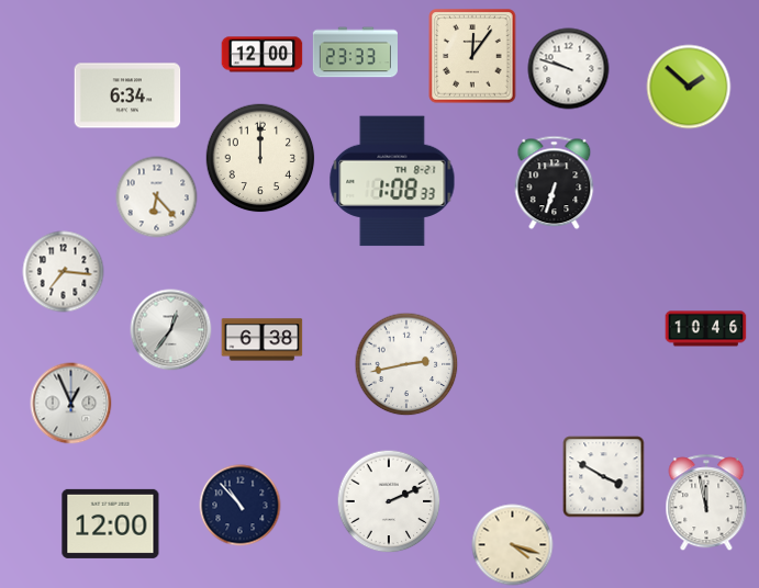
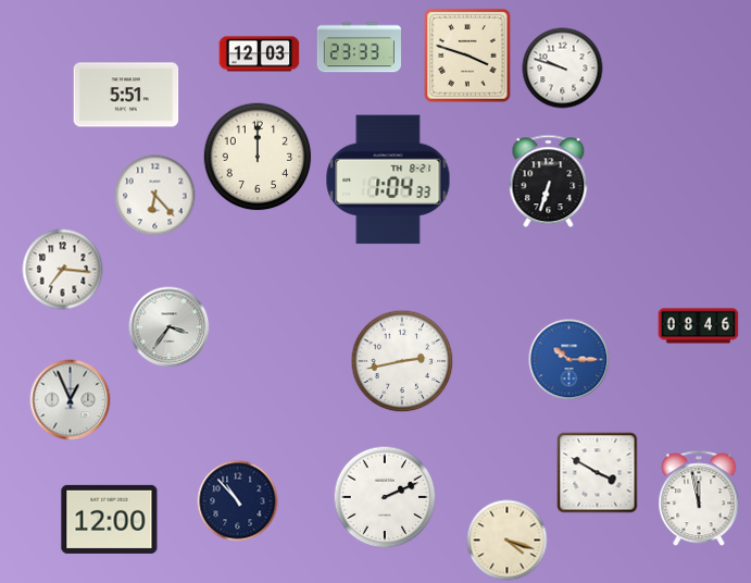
clock at (355, 53) position: (355, 53) -> (359, 48)
clock at (263, 55): 12:00 -> 12:03
clock at (472, 56): 12:06 -> 3:48
clock at (689, 87): 1:52 -> none
clock at (127, 95): 6:34 -> 5:51
clock at (392, 181): 1:08 -> 1:04
clock at (706, 329): 10:46 -> 08:46
clock at (171, 330): 12:36 -> 3:36
clock at (263, 340): 6:38 -> none
clock at (569, 360): none -> 10:15
